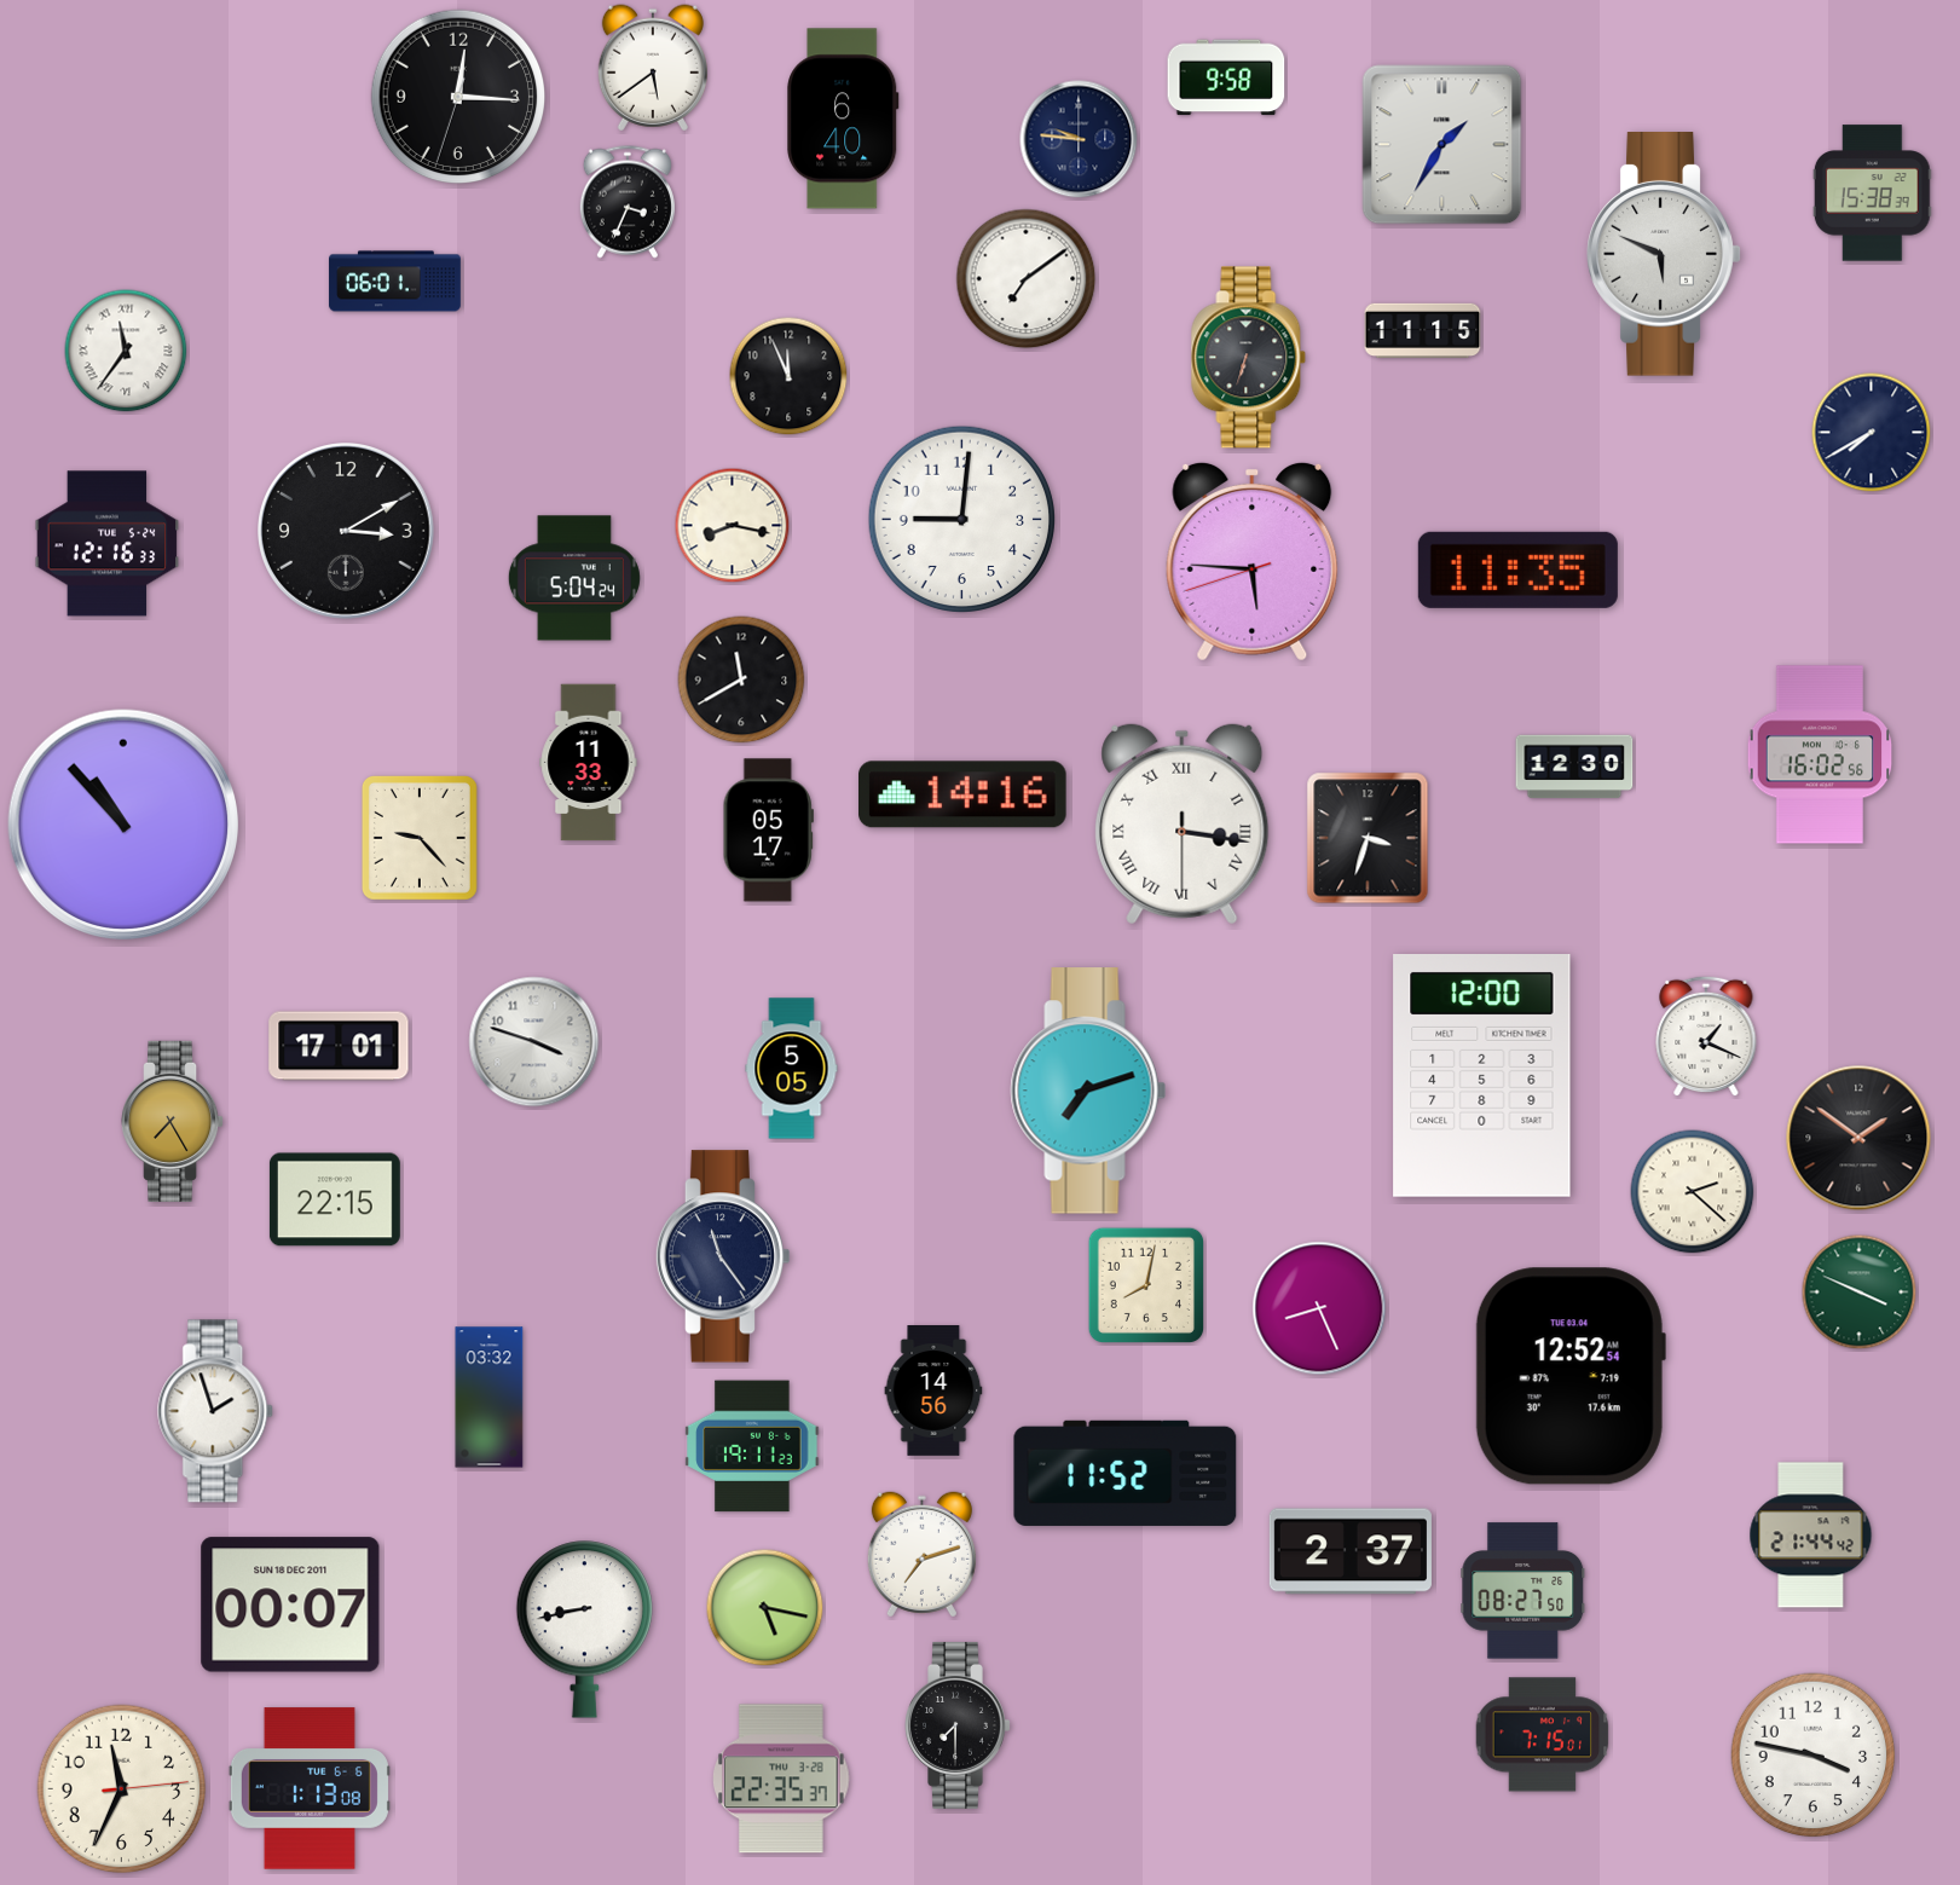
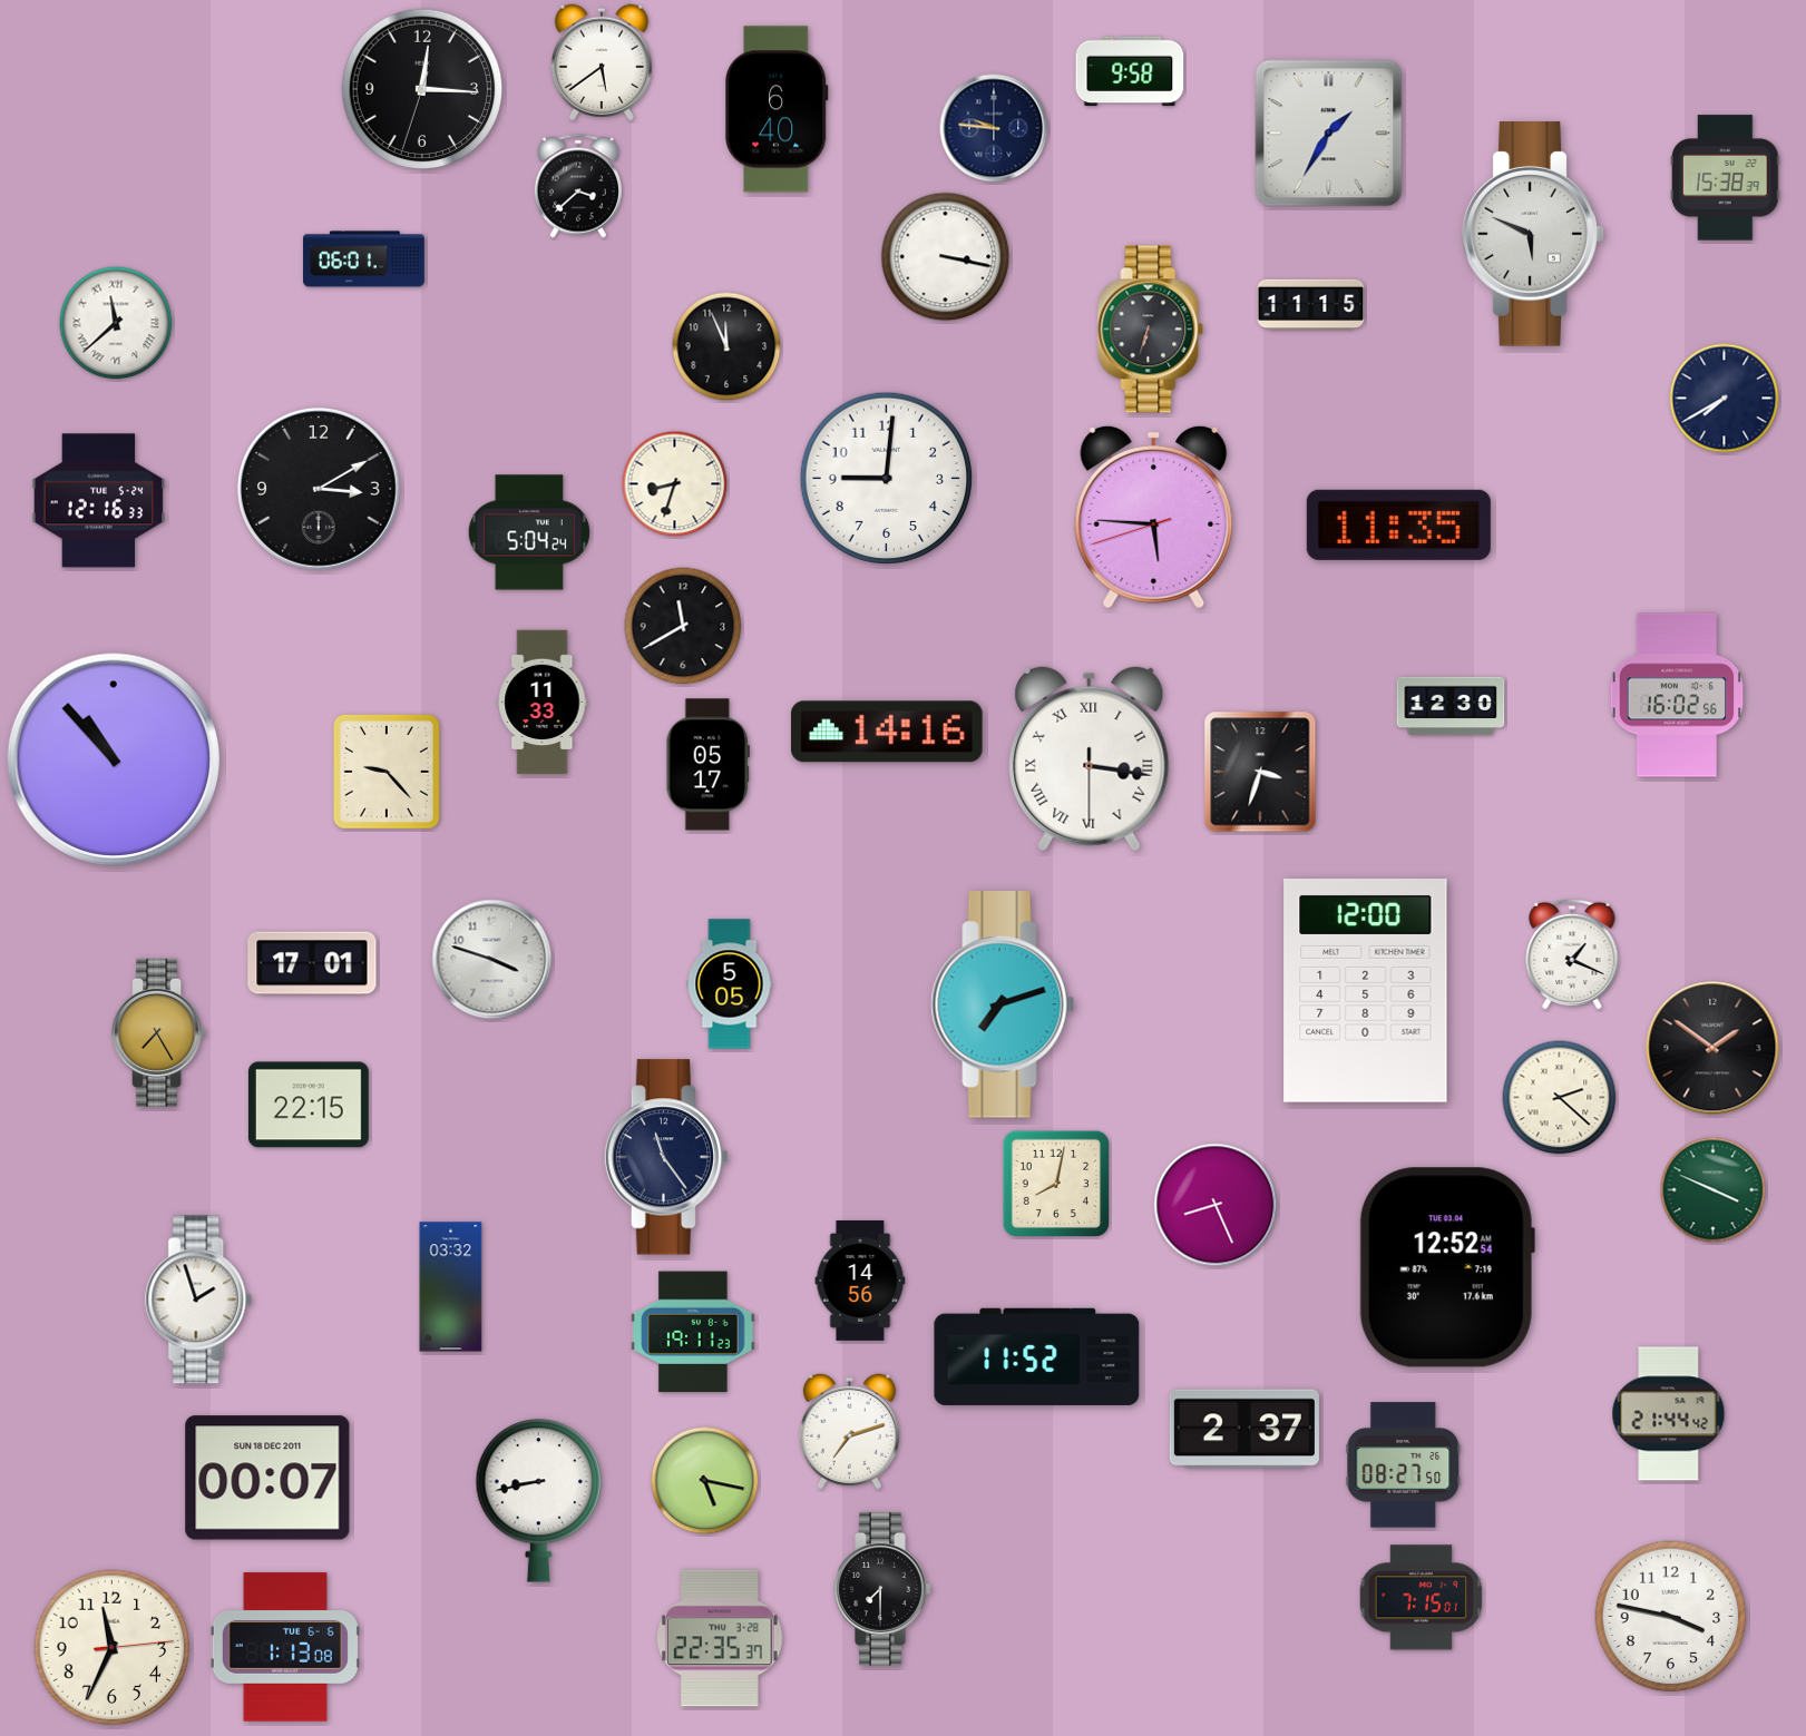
clock at (628, 202): 3:34 -> 3:38
clock at (1027, 279): 7:09 -> 3:17
clock at (126, 351): 11:36 -> 11:38
clock at (733, 526): 8:17 -> 8:33
